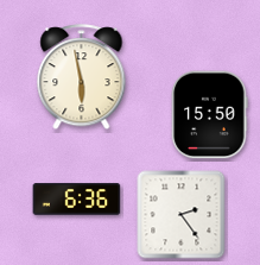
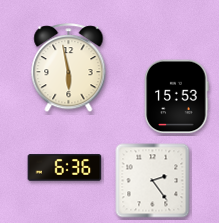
clock at (82, 77) position: (82, 77) -> (69, 68)
clock at (210, 115): 15:50 -> 15:53
